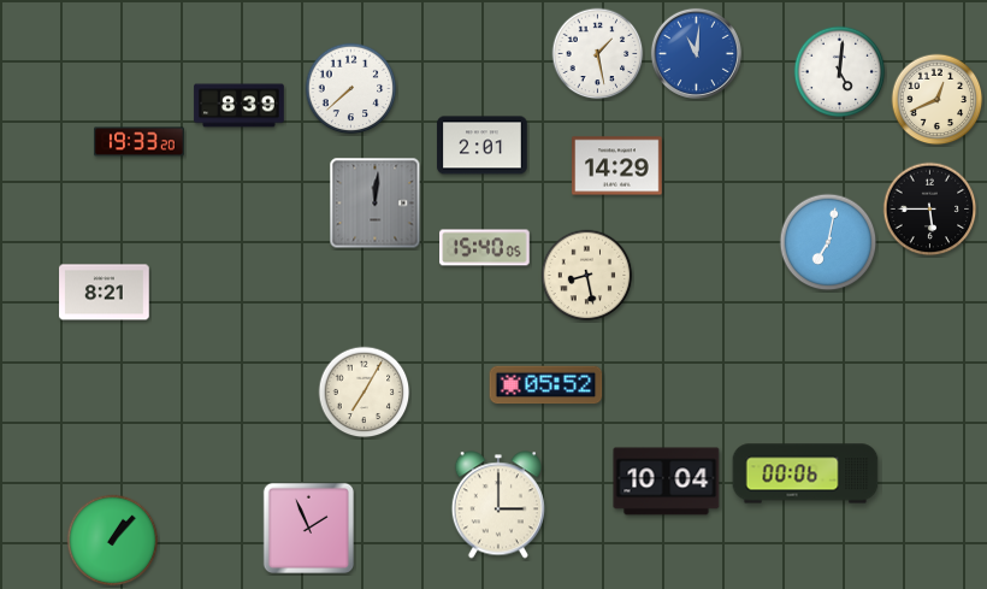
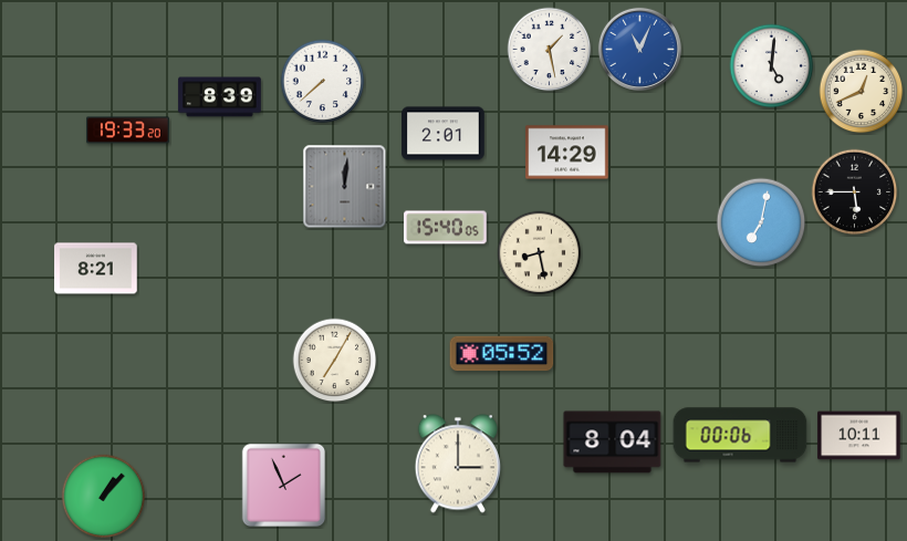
clock at (696, 53): 11:01 -> 11:04
clock at (859, 436): none -> 10:11
clock at (667, 482): 10:04 -> 8:04
